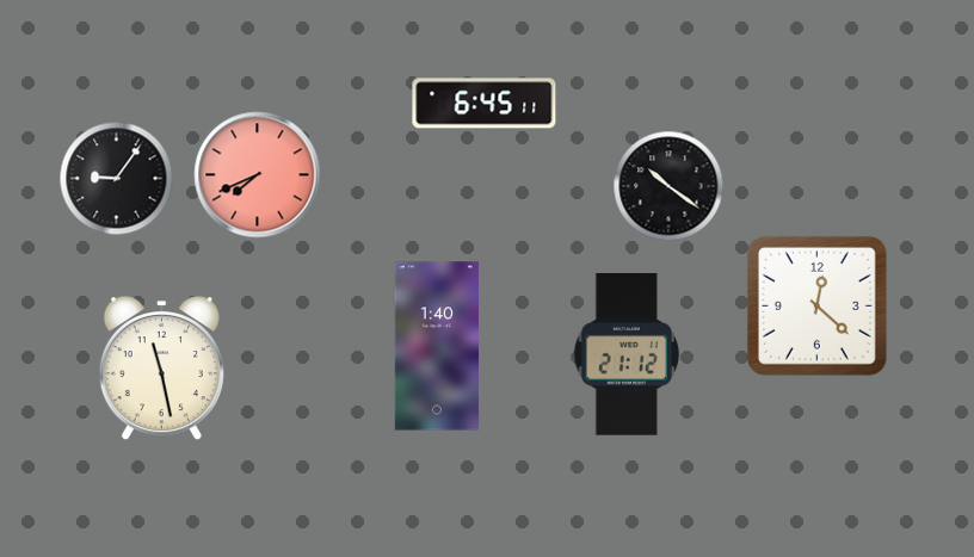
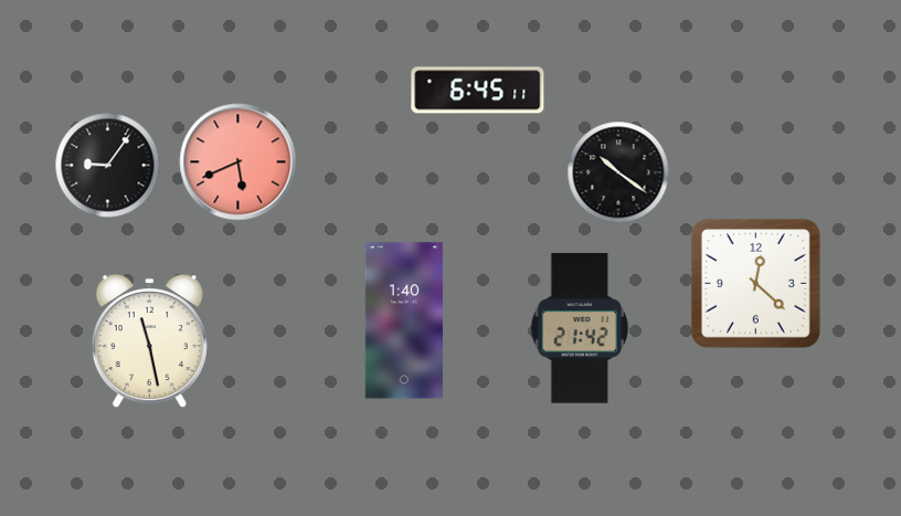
clock at (485, 104) position: (485, 104) -> (478, 91)
clock at (258, 175): 7:41 -> 5:41
clock at (627, 354): 21:12 -> 21:42
